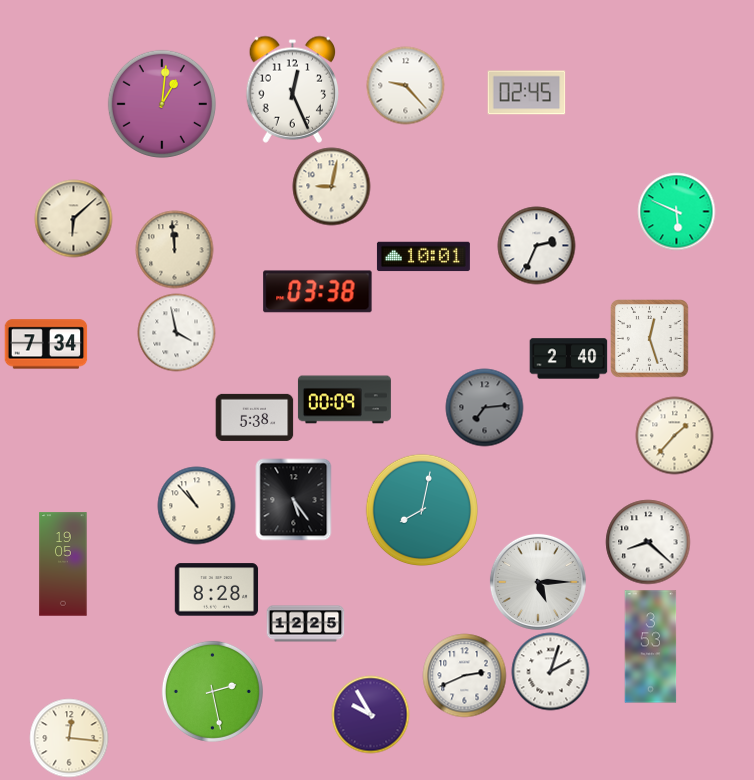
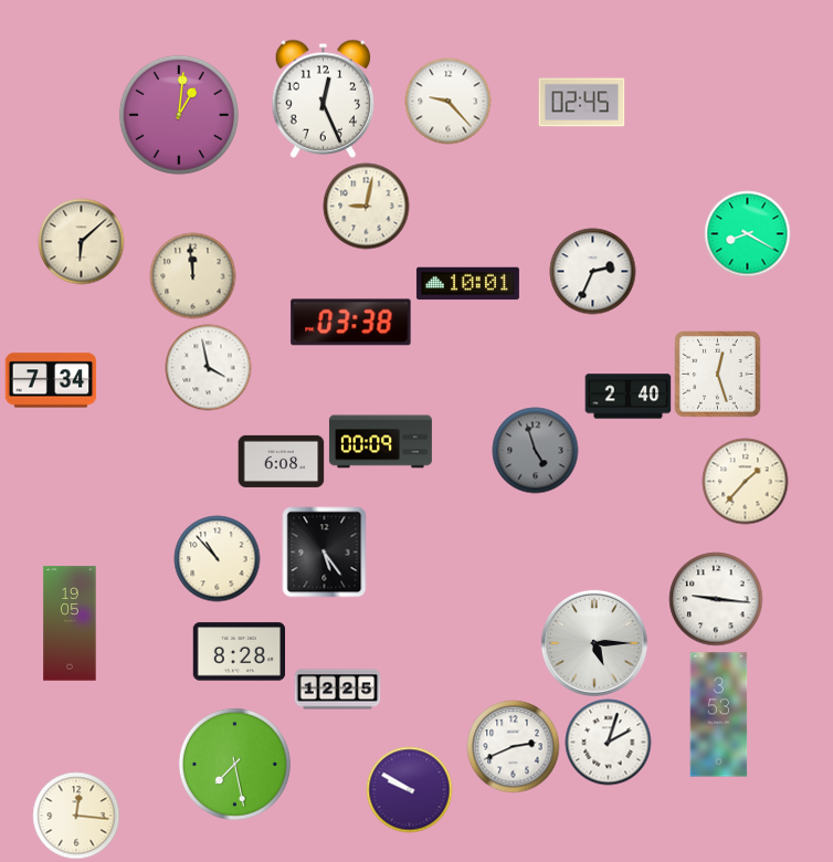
clock at (405, 85) position: (405, 85) -> (447, 101)
clock at (676, 211): 5:49 -> 8:20
clock at (176, 332) position: (176, 332) -> (208, 367)
clock at (484, 407): 7:14 -> 4:57
clock at (254, 417): 5:38 -> 6:08
clock at (421, 509): 8:02 -> none
clock at (648, 542): 8:22 -> 9:16
clock at (212, 691): 2:28 -> 7:28
clock at (370, 714): 9:55 -> 9:50
